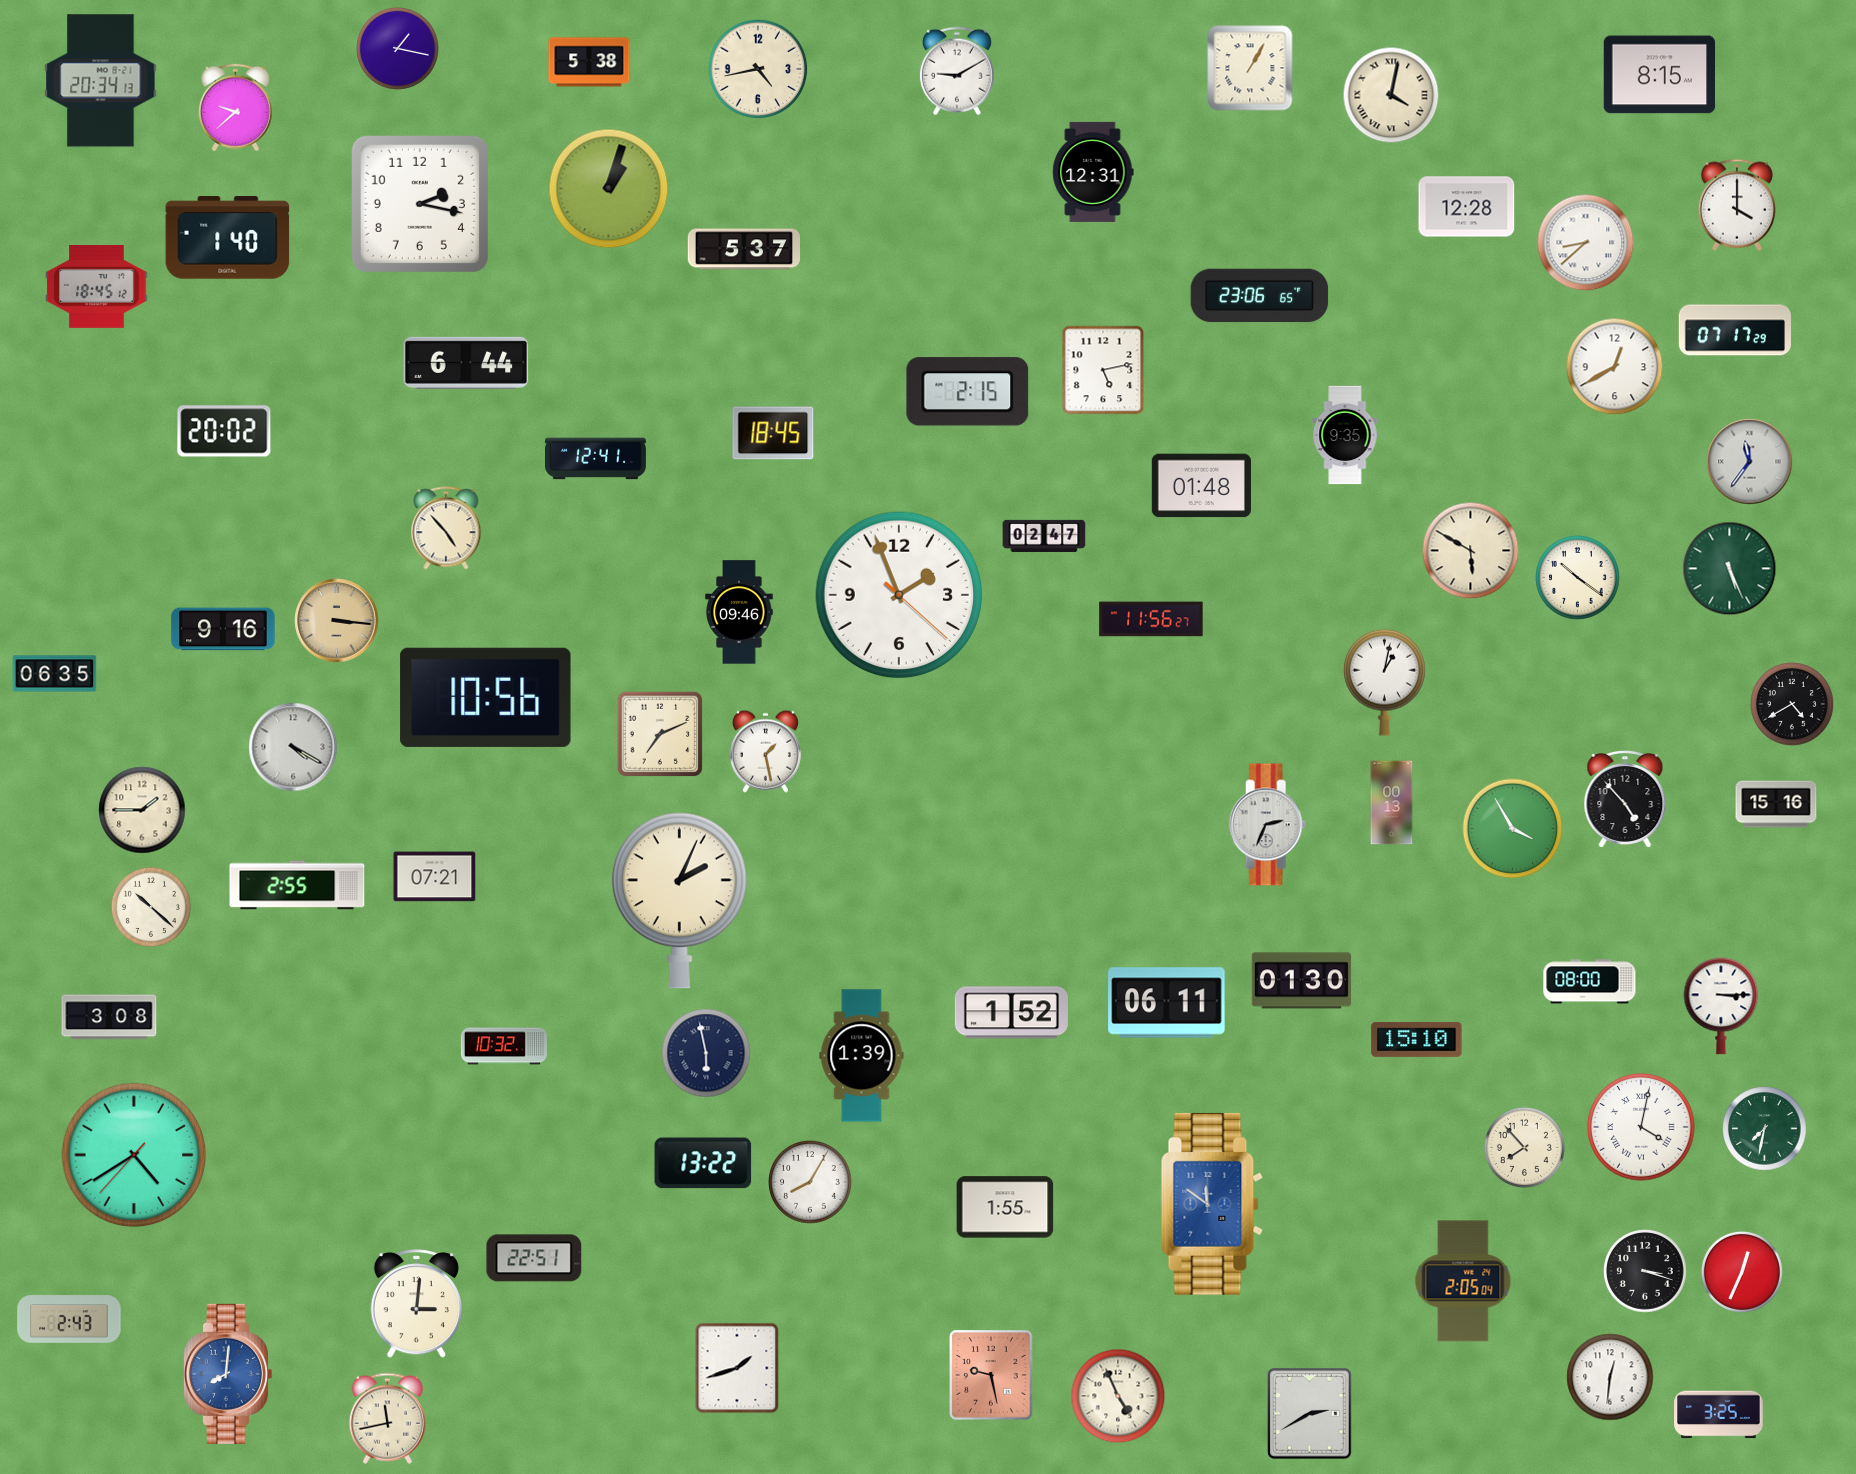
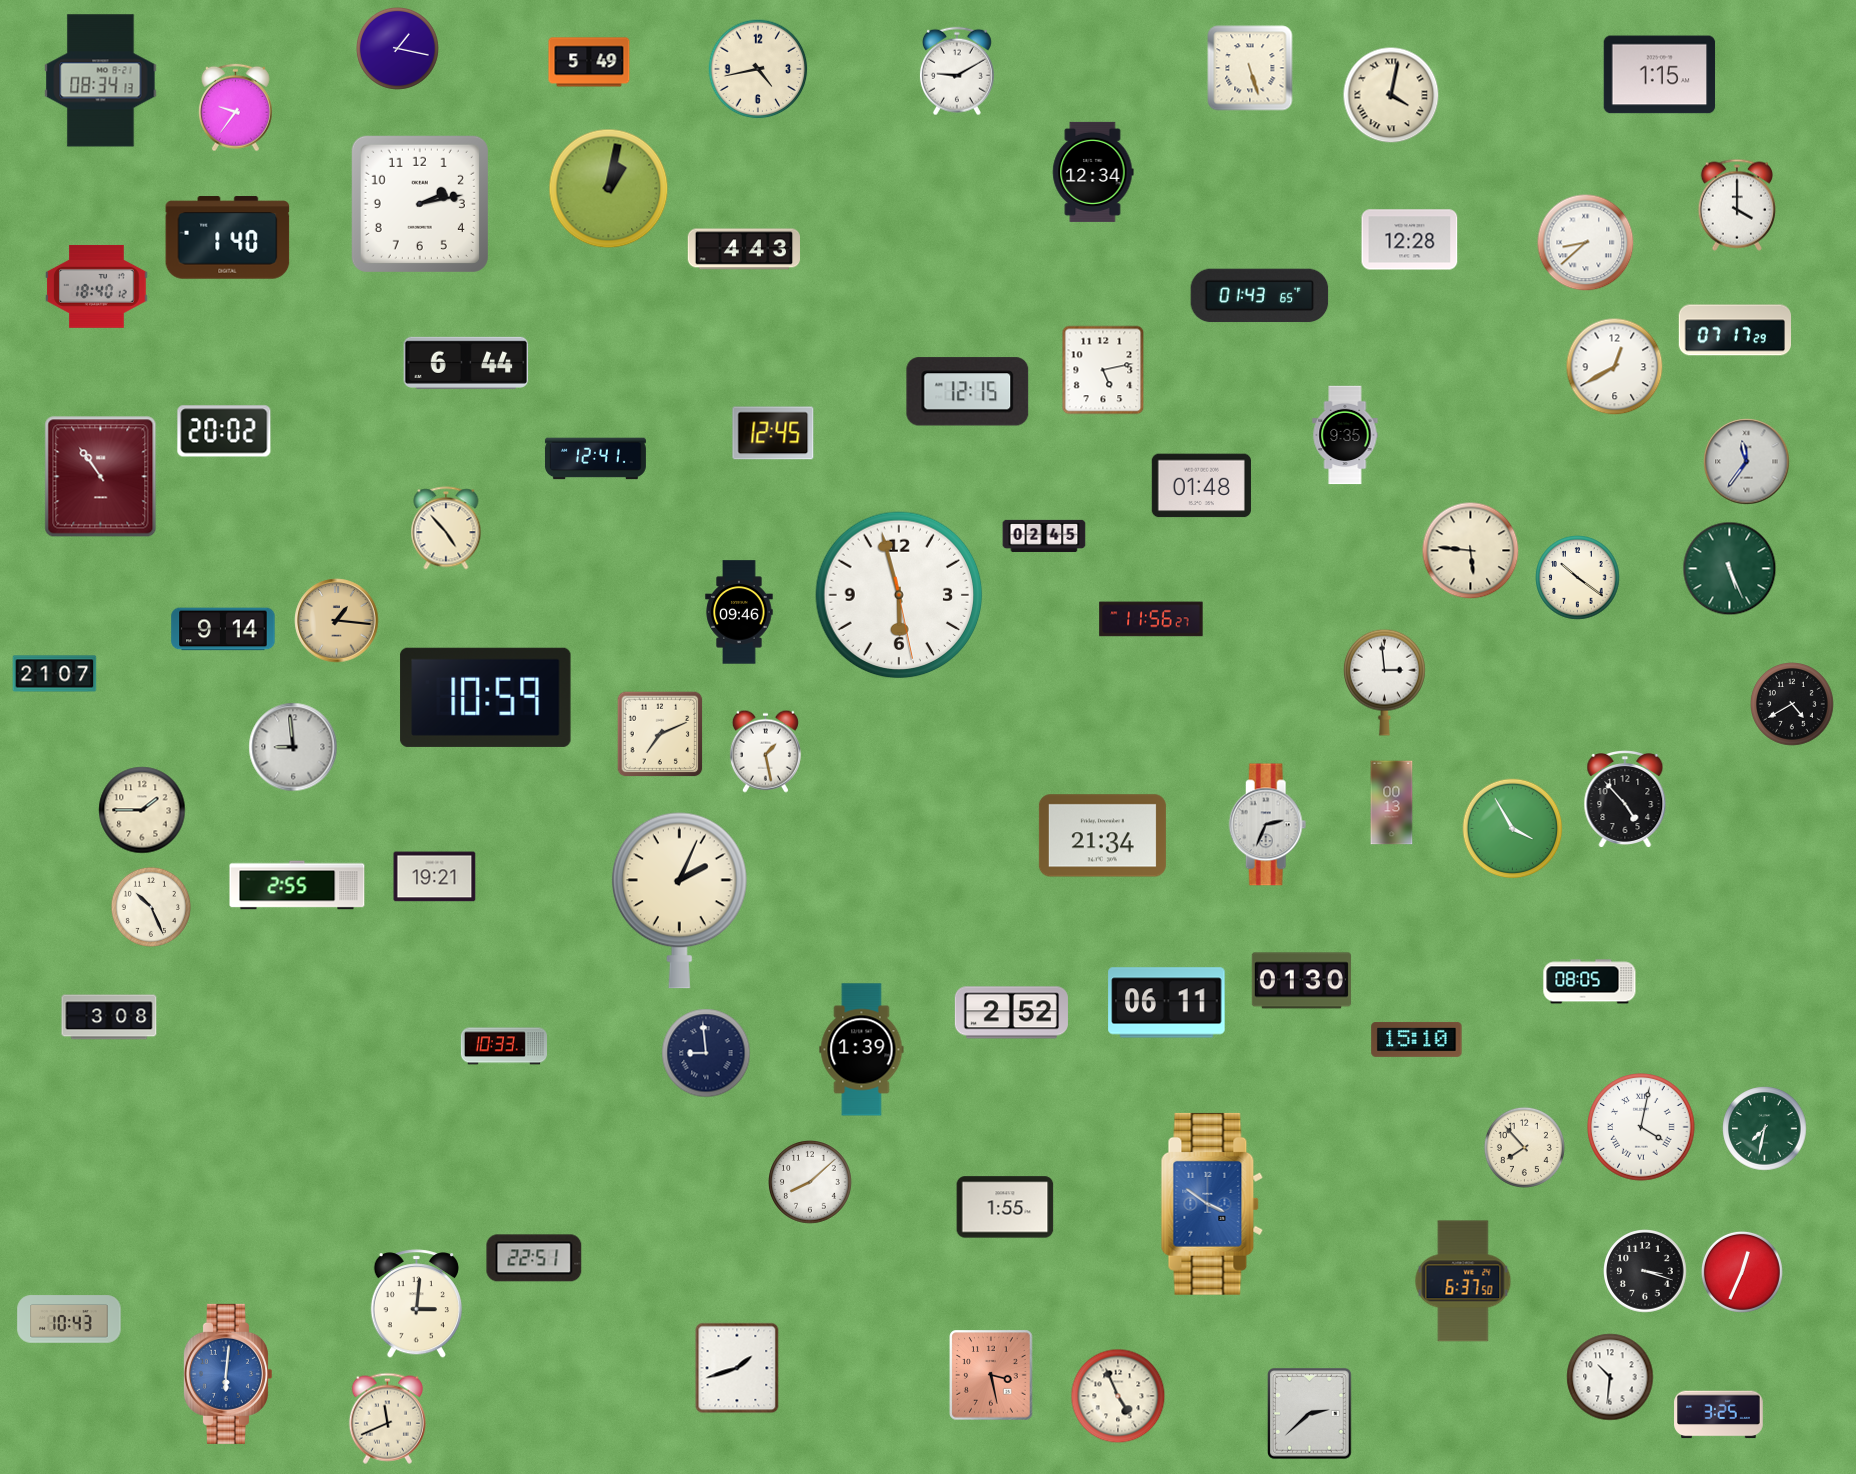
clock at (589, 62): 5:38 -> 5:49
clock at (1250, 68): 1:05 -> 5:27
clock at (1660, 75): 8:15 -> 1:15
clock at (101, 81): 20:34 -> 08:34
clock at (235, 108): 9:38 -> 9:36
clock at (1093, 172): 12:31 -> 12:34
clock at (609, 189): 1:03 -> 1:02
clock at (420, 204): 2:17 -> 2:13
clock at (1467, 207) position: (1467, 207) -> (1410, 240)
clock at (743, 249): 5:37 -> 4:43
clock at (97, 286): 18:45 -> 18:40
clock at (1260, 296): 23:06 -> 01:43
clock at (968, 392): 2:15 -> 12:15
clock at (773, 433): 18:45 -> 12:45
clock at (1750, 462) position: (1750, 462) -> (1747, 462)
clock at (101, 477): none -> 10:54
clock at (1044, 536): 02:47 -> 02:45
clock at (1471, 551): 5:50 -> 5:46
clock at (899, 595): 1:56 -> 5:57
clock at (337, 621): 3:16 -> 1:16
clock at (223, 629): 9:16 -> 9:14
clock at (55, 674): 06:35 -> 21:07
clock at (1385, 682): 1:02 -> 2:59
clock at (486, 697): 10:56 -> 10:59
clock at (293, 747): 4:20 -> 8:59
clock at (1776, 804): 15:16 -> none
clock at (1102, 836): none -> 21:34
clock at (435, 877): 07:21 -> 19:21
clock at (151, 907): 10:22 -> 10:26
clock at (1590, 982): 08:00 -> 08:05
clock at (1721, 1006): 3:15 -> none
clock at (1011, 1013): 1:52 -> 2:52
clock at (503, 1046): 10:32 -> 10:33
clock at (706, 1053): 5:58 -> 8:59
clock at (862, 1056) position: (862, 1056) -> (862, 1050)
clock at (134, 1155): 4:39 -> none
clock at (703, 1163): 13:22 -> none
clock at (810, 1182): 8:05 -> 8:08
clock at (1212, 1204): 11:51 -> 3:51
clock at (1463, 1281): 2:05 -> 6:37
clock at (69, 1319): 2:43 -> 10:43
clock at (227, 1374): 8:01 -> 6:01
clock at (991, 1375): 9:28 -> 3:28
clock at (1610, 1377): 12:31 -> 10:31
clock at (1310, 1414): 2:40 -> 2:38
clock at (387, 1418): 11:43 -> 11:41
